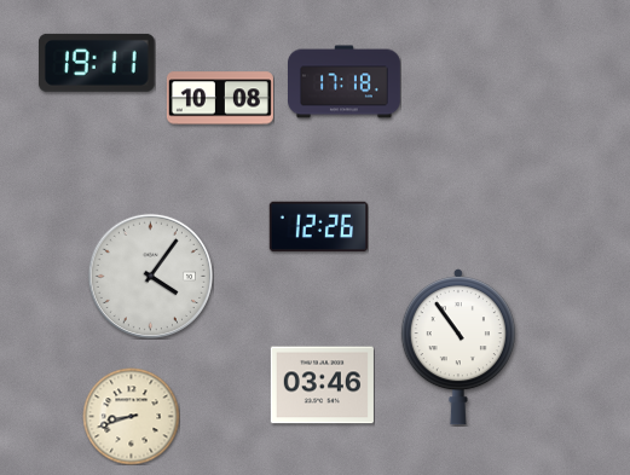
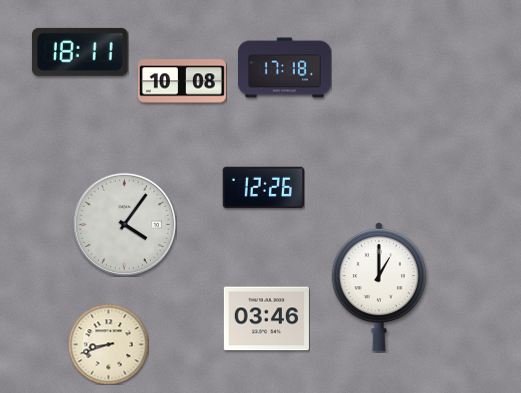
clock at (97, 63): 19:11 -> 18:11
clock at (150, 276) position: (150, 276) -> (124, 224)
clock at (458, 347): 10:54 -> 1:00
